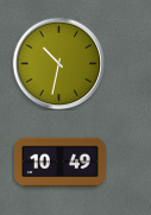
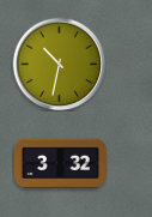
clock at (59, 163): 10:49 -> 3:32
